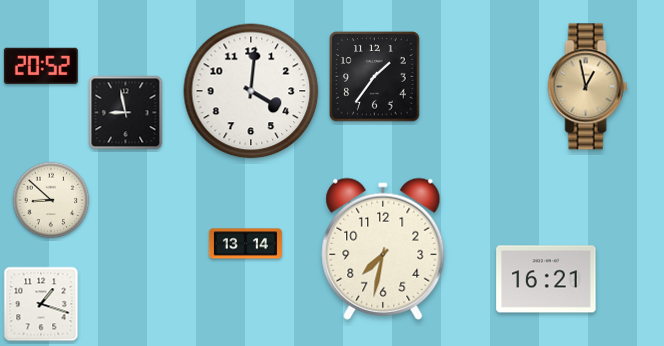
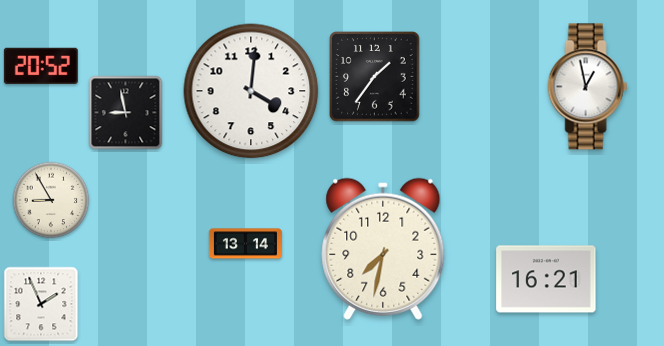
clock at (588, 87) dial: champagne -> white
clock at (51, 200): 8:52 -> 8:55
clock at (41, 304): 1:18 -> 1:56
